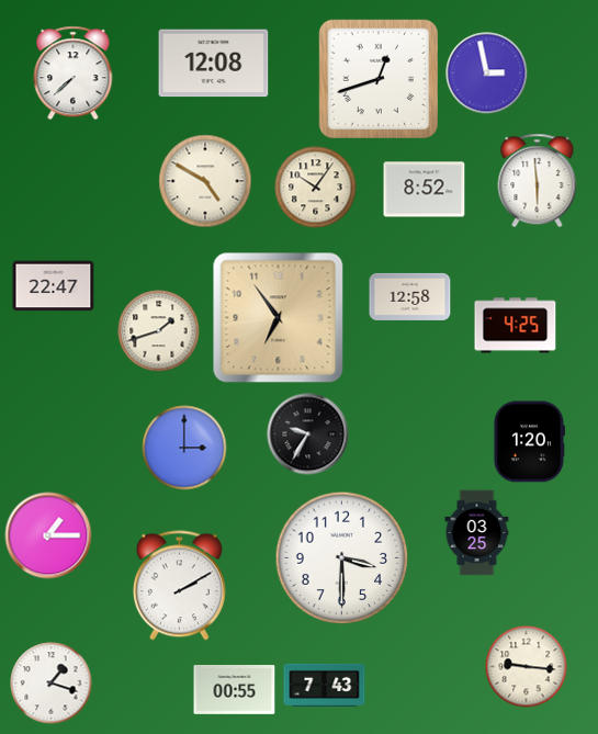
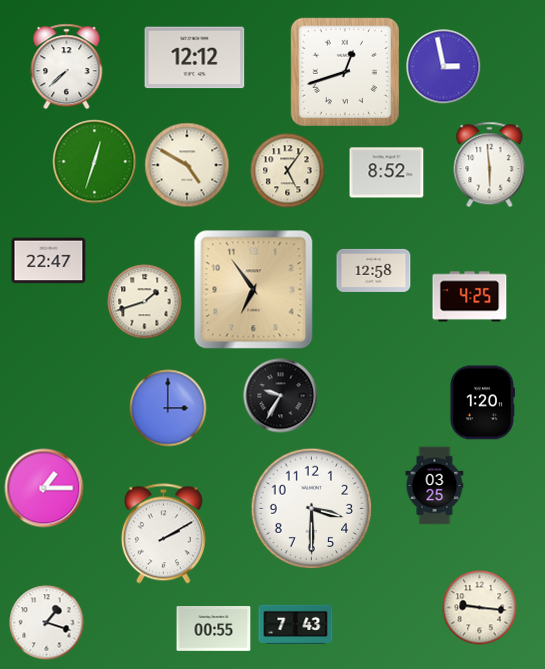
clock at (214, 64): 12:08 -> 12:12
clock at (95, 162): none -> 12:33
clock at (316, 188): 10:06 -> 5:06
